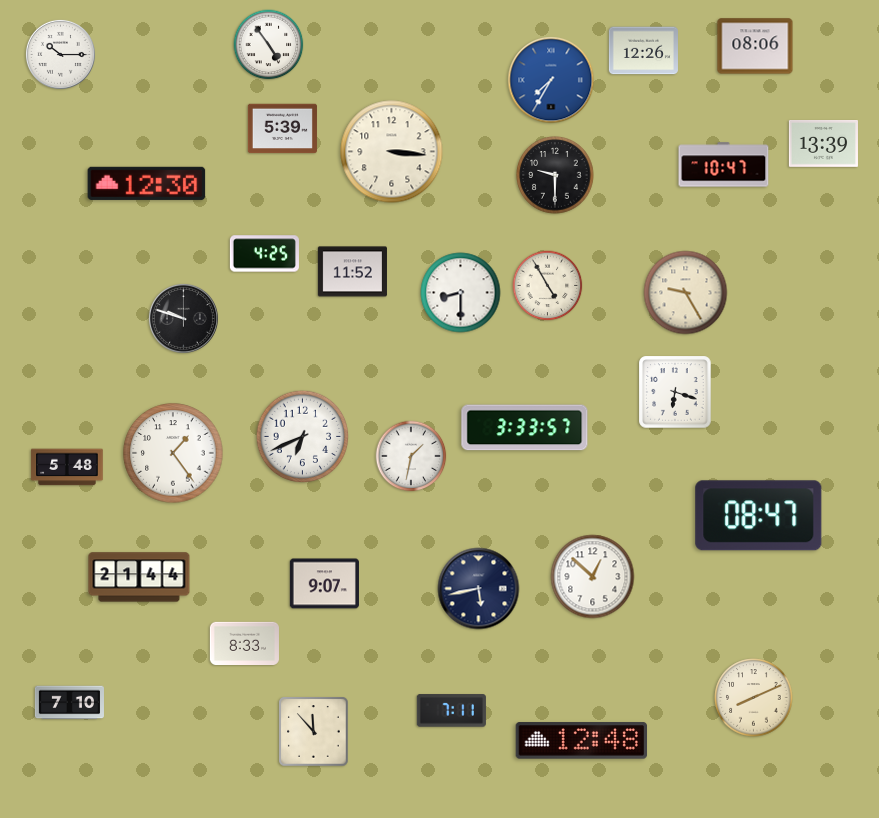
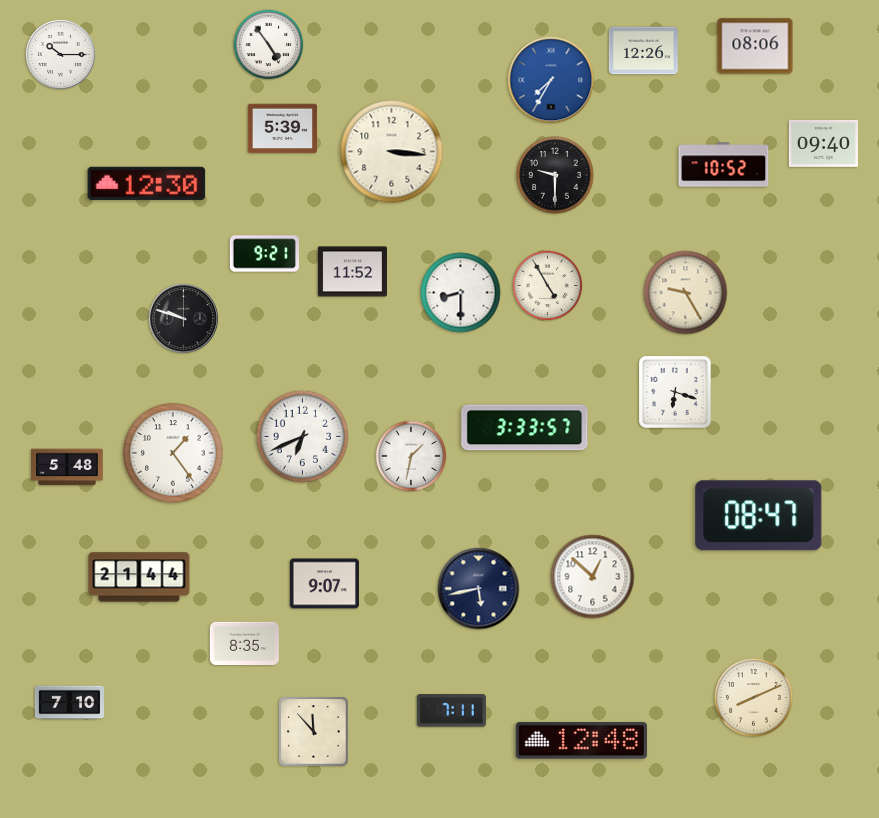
clock at (823, 144): 13:39 -> 09:40
clock at (724, 165): 10:47 -> 10:52
clock at (264, 254): 4:25 -> 9:21
clock at (244, 643): 8:33 -> 8:35
